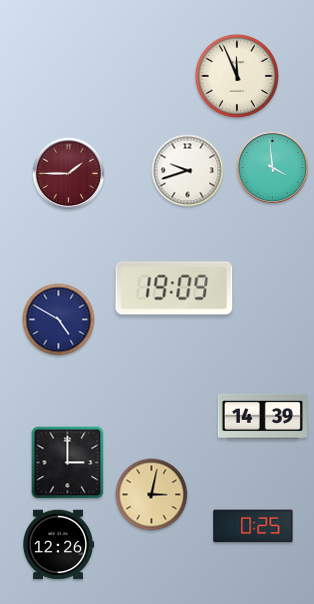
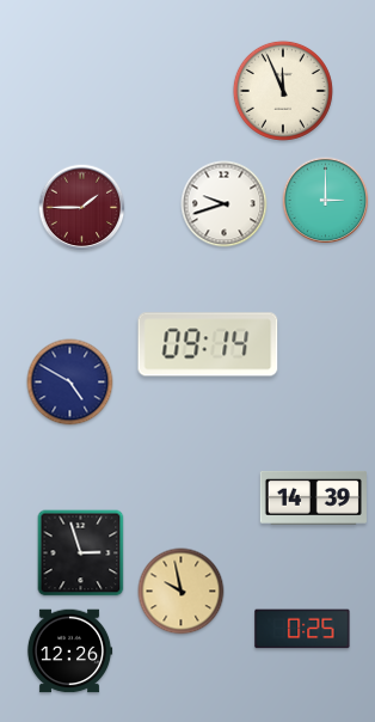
clock at (273, 168): 3:59 -> 3:00
clock at (174, 288): 19:09 -> 09:14
clock at (68, 463): 3:00 -> 2:57
clock at (152, 495): 3:02 -> 9:58
